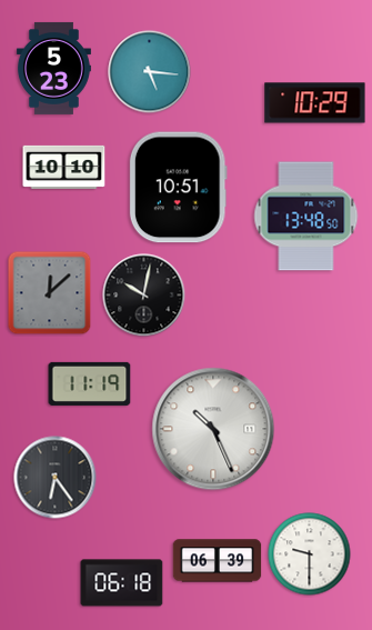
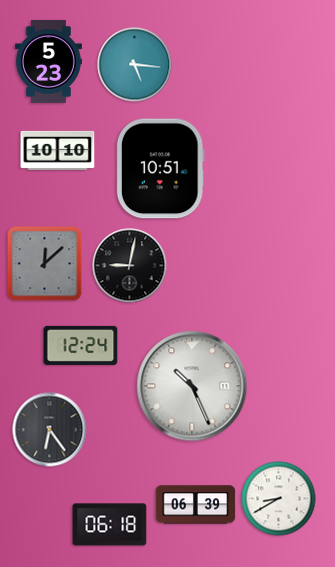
clock at (315, 103): 10:29 -> none
clock at (306, 217): 13:48 -> none
clock at (144, 296): 10:02 -> 9:02
clock at (90, 383): 11:19 -> 12:24
clock at (310, 554): 9:30 -> 8:40
